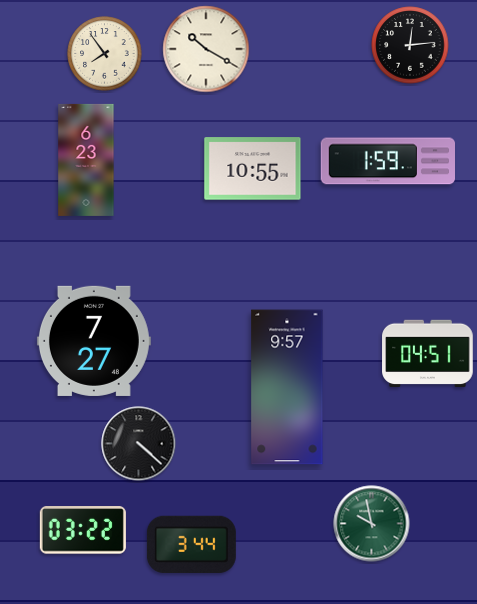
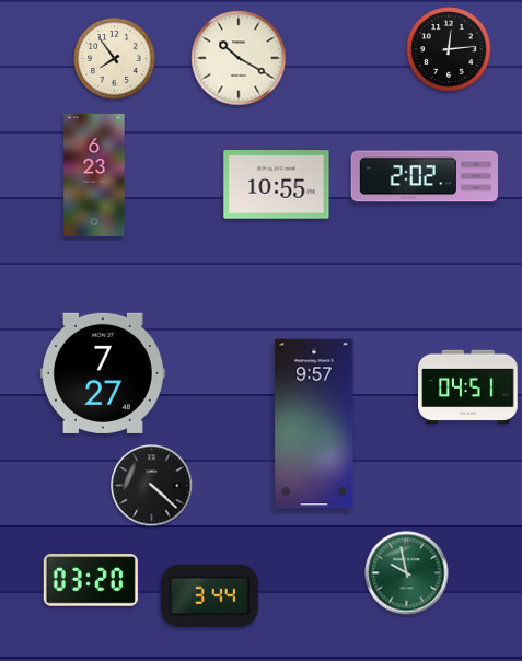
clock at (206, 49) position: (206, 49) -> (239, 58)
clock at (387, 161): 1:59 -> 2:02
clock at (83, 530): 03:22 -> 03:20
